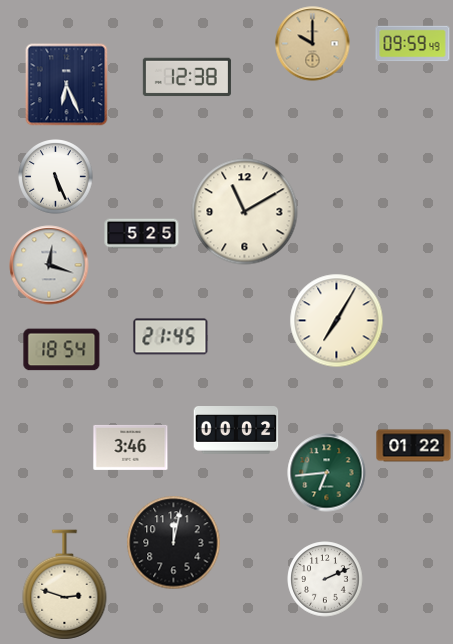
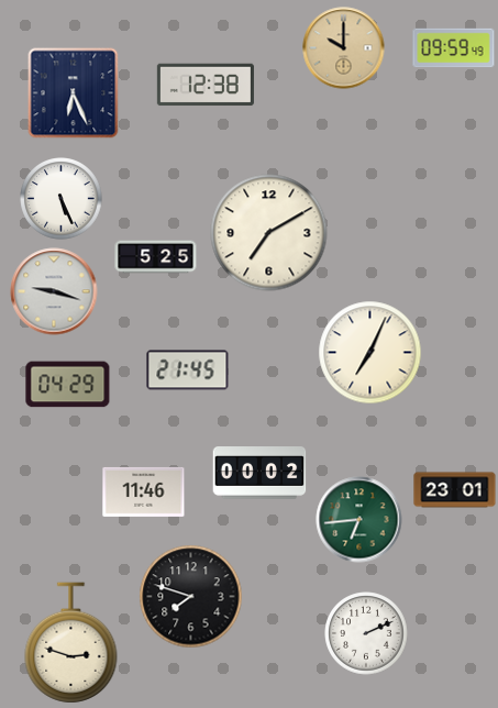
clock at (56, 177) position: (56, 177) -> (62, 199)
clock at (245, 212): 11:10 -> 7:10
clock at (49, 265): 12:18 -> 9:18
clock at (337, 321): 7:05 -> 7:04
clock at (62, 350): 18:54 -> 04:29
clock at (414, 446): 01:22 -> 23:01
clock at (131, 447): 3:46 -> 11:46
clock at (174, 543): 12:02 -> 7:48
clock at (325, 579) position: (325, 579) -> (366, 633)
